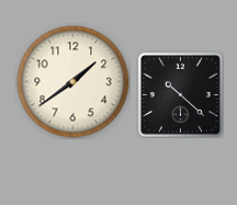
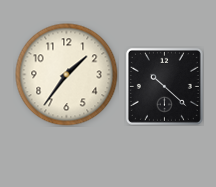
clock at (74, 82): 1:39 -> 1:36
